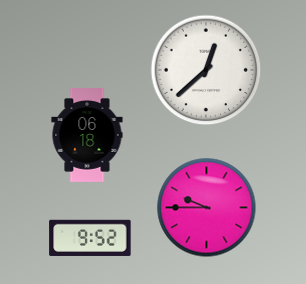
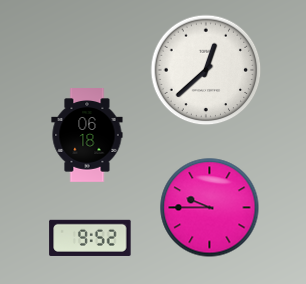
clock at (207, 208) position: (207, 208) -> (210, 208)
